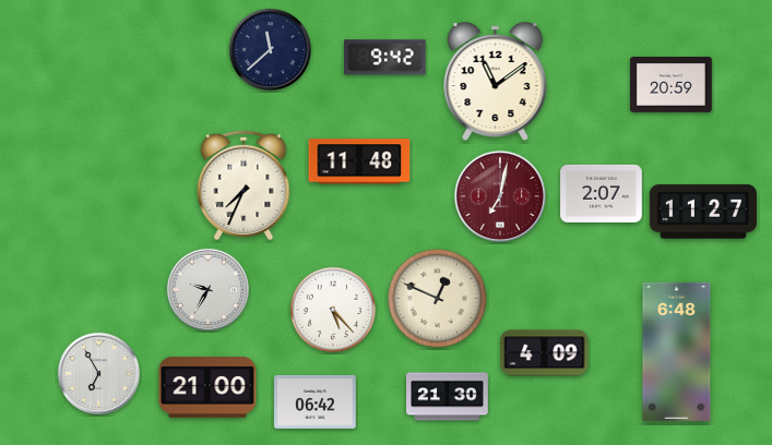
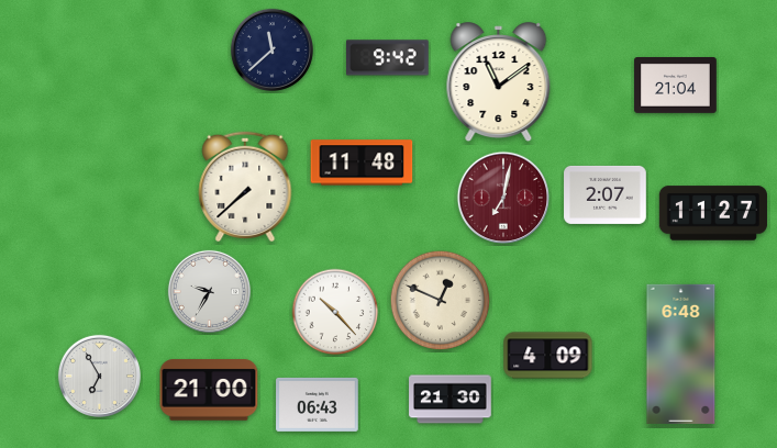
clock at (672, 85): 20:59 -> 21:04
clock at (244, 185): 7:34 -> 7:38
clock at (703, 212) position: (703, 212) -> (713, 213)
clock at (333, 310): 5:23 -> 10:23
clock at (316, 401): 06:42 -> 06:43
